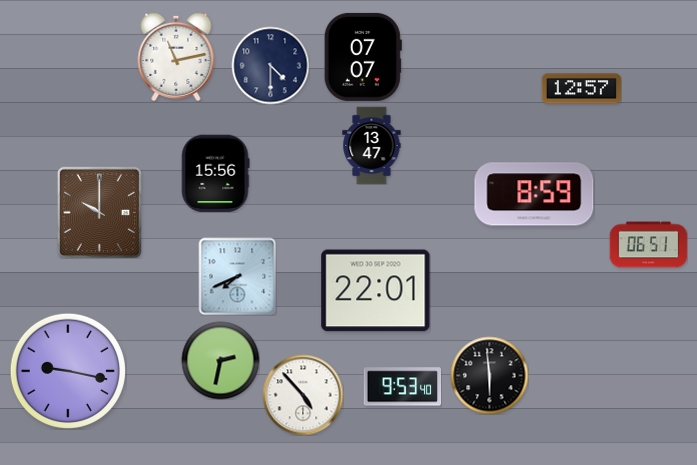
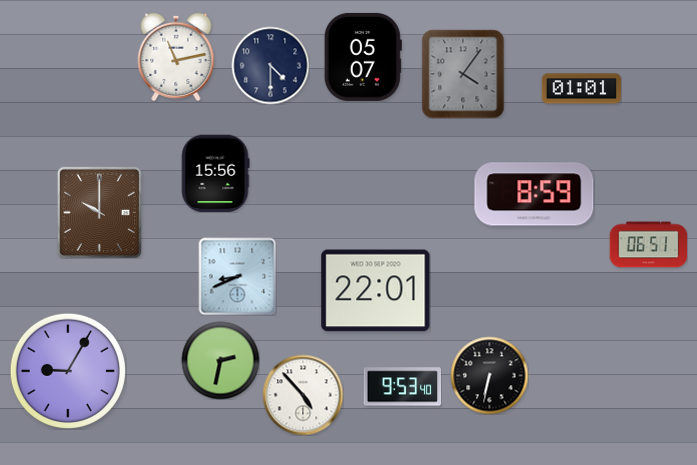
clock at (363, 57): 07:07 -> 05:07
clock at (463, 74): none -> 4:06
clock at (581, 89): 12:57 -> 01:01
clock at (372, 145): 13:47 -> none
clock at (237, 276): 7:41 -> 8:41
clock at (68, 371): 9:17 -> 9:05
clock at (489, 375): 5:59 -> 6:32
